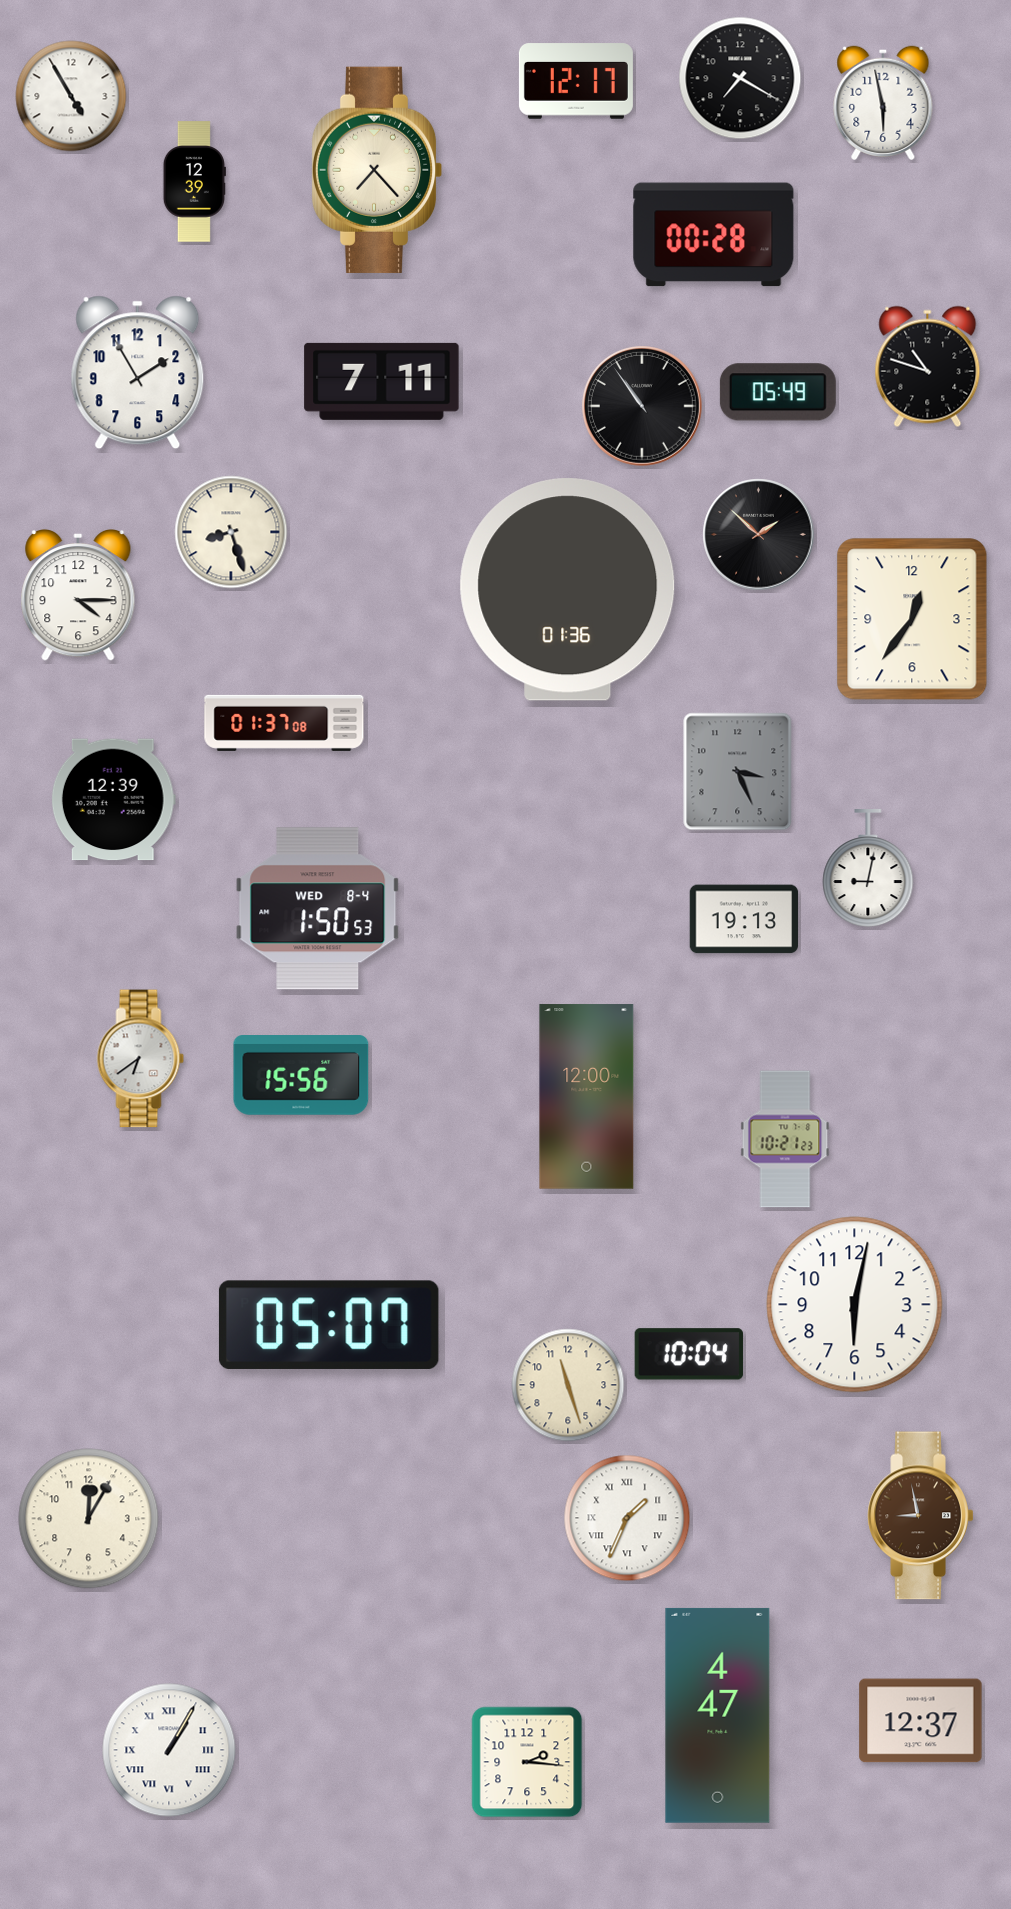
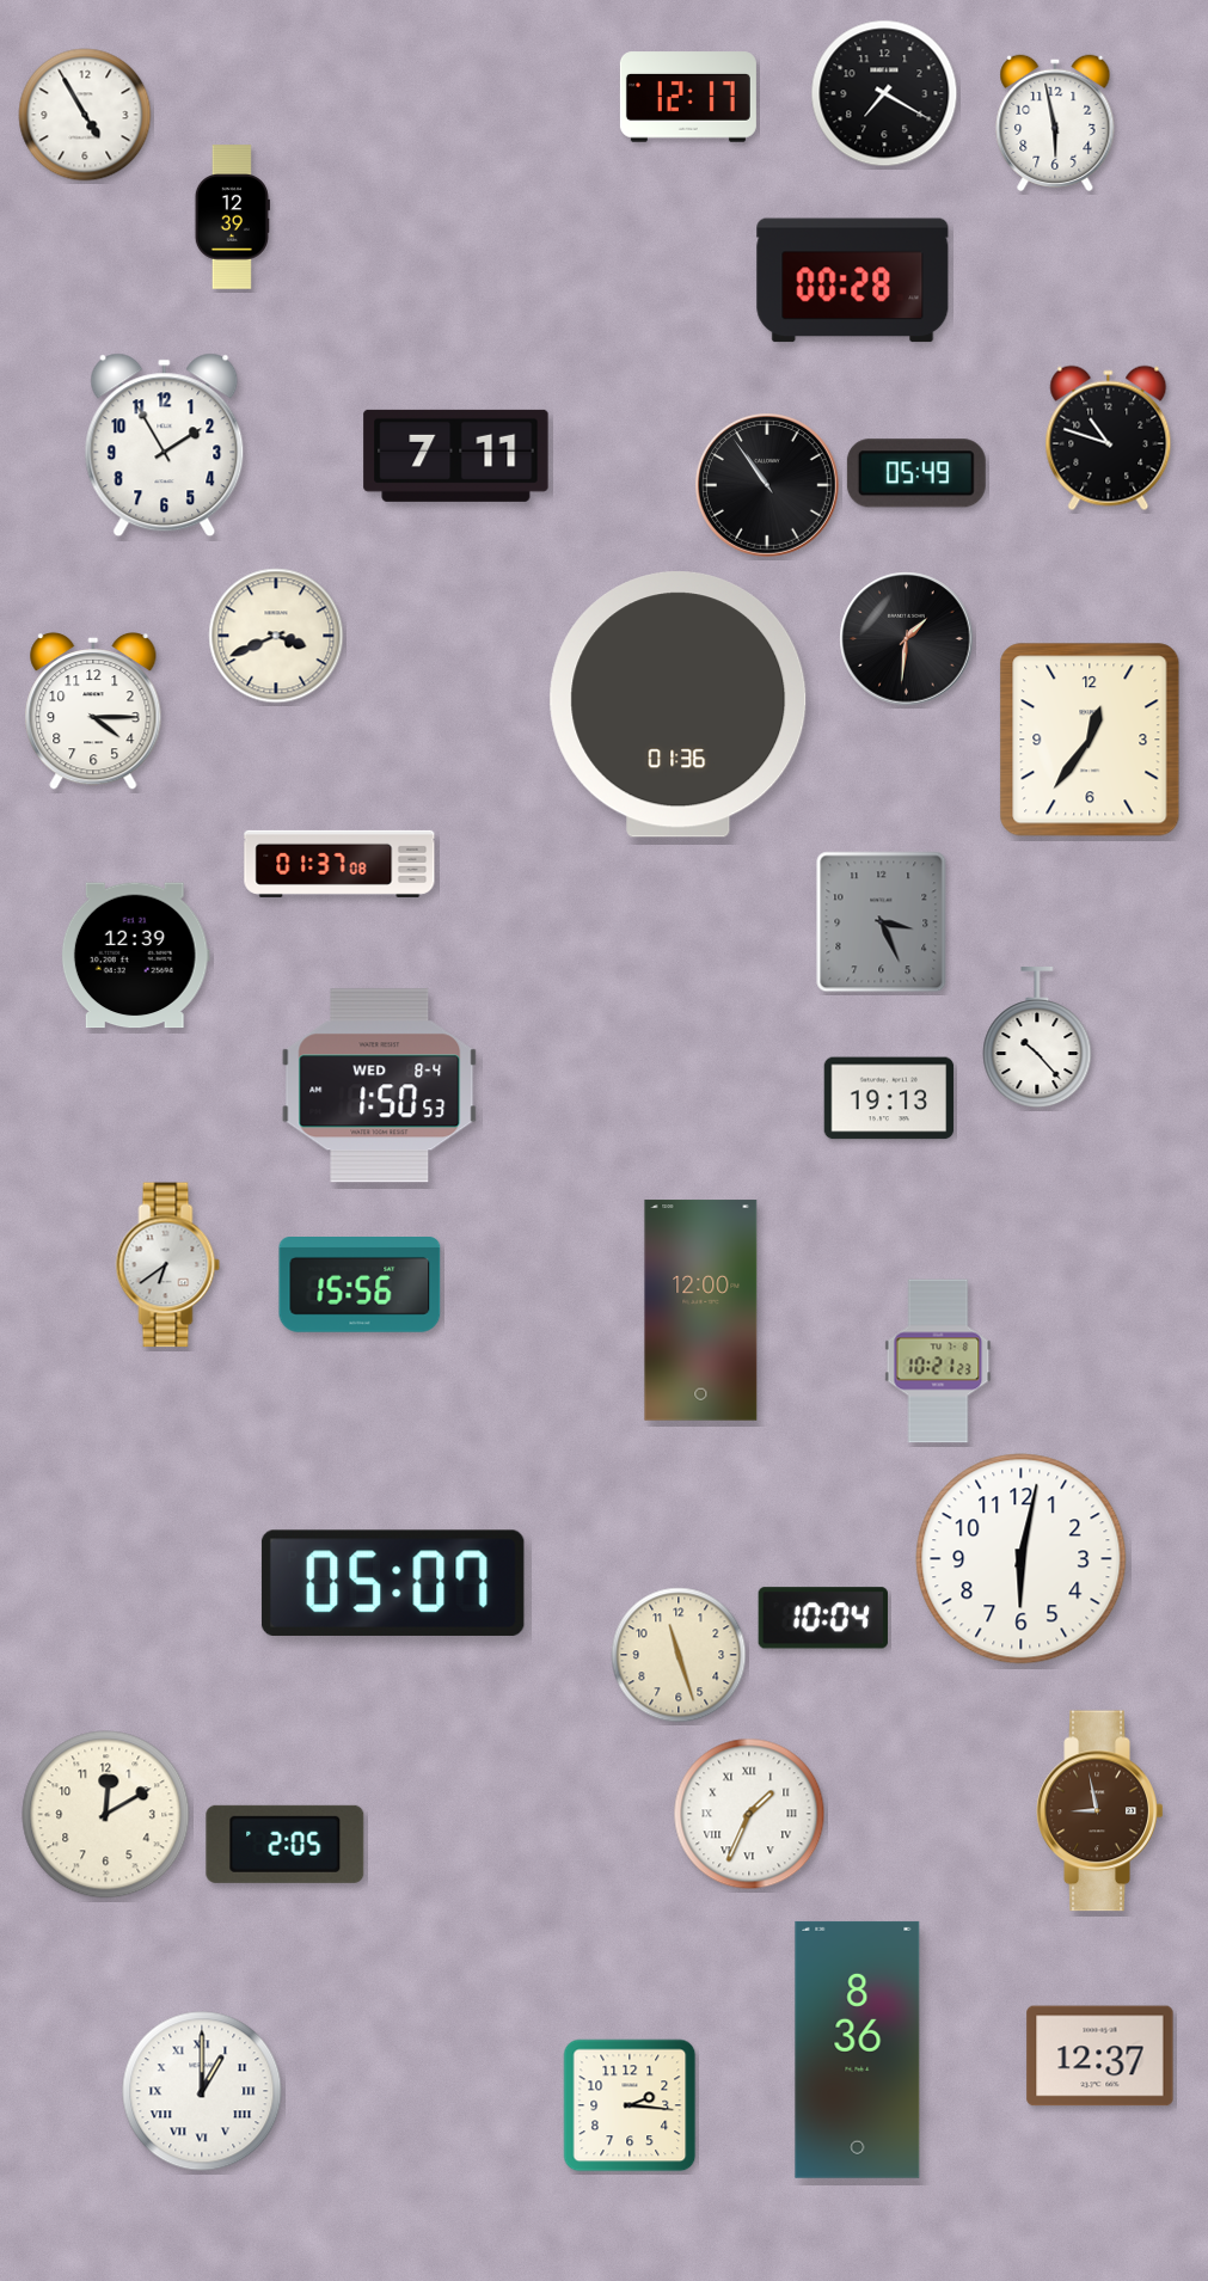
clock at (377, 170): 7:23 -> none
clock at (778, 392) position: (778, 392) -> (916, 473)
clock at (231, 532): 8:27 -> 3:41
clock at (759, 535): 1:52 -> 1:31
clock at (868, 869): 9:02 -> 10:23
clock at (89, 1519): 12:05 -> 12:10
clock at (286, 1844): none -> 2:05
clock at (718, 1715): 4:47 -> 8:36
clock at (169, 1750): 1:05 -> 1:00
